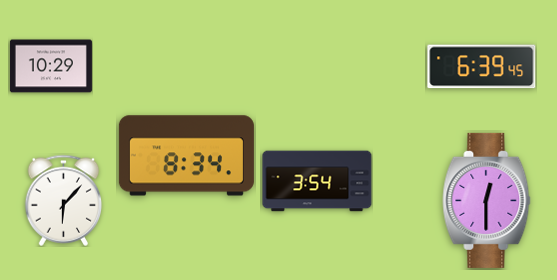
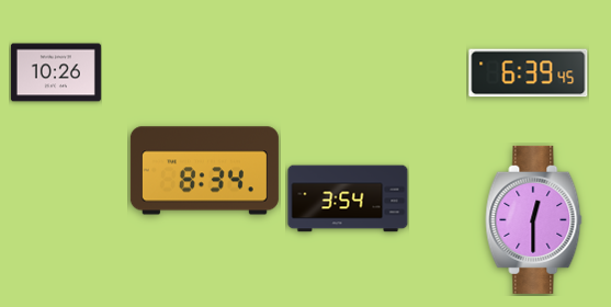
clock at (51, 66): 10:29 -> 10:26
clock at (64, 200): 6:07 -> none
